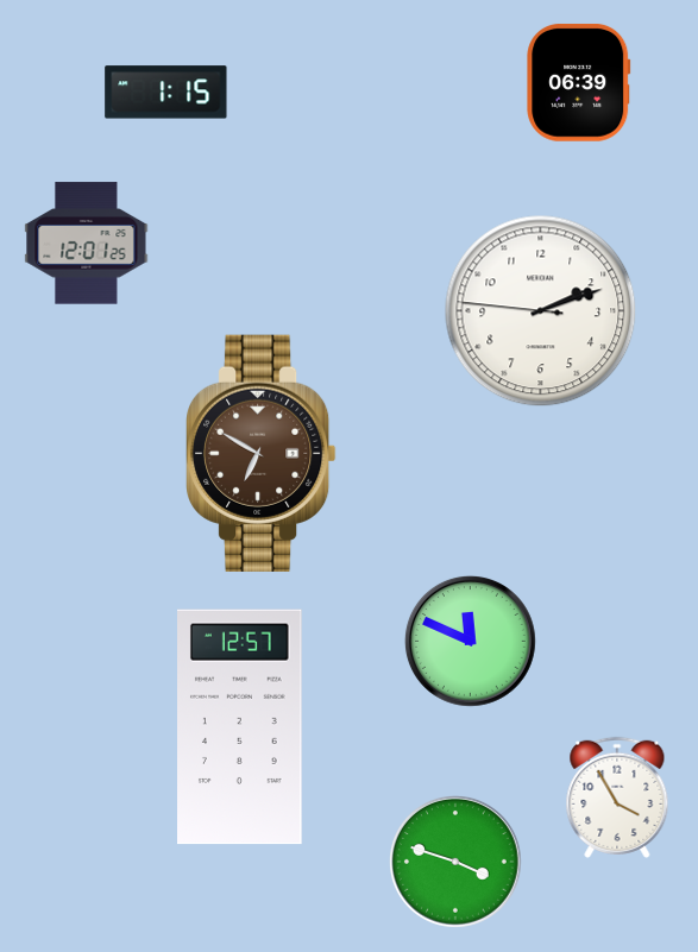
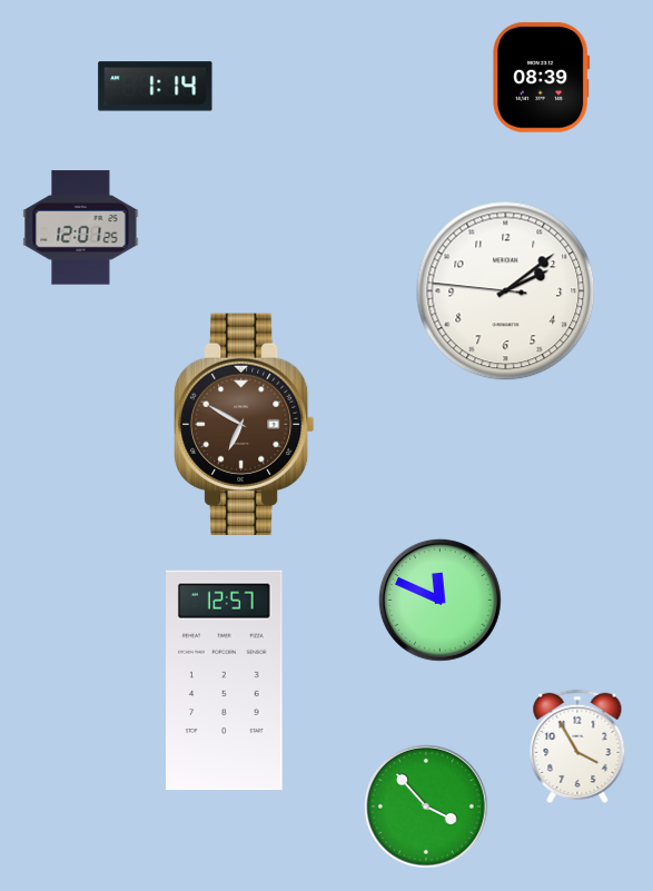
clock at (579, 82): 06:39 -> 08:39
clock at (166, 93): 1:15 -> 1:14
clock at (541, 311): 2:11 -> 2:08
clock at (457, 863): 3:48 -> 3:53
